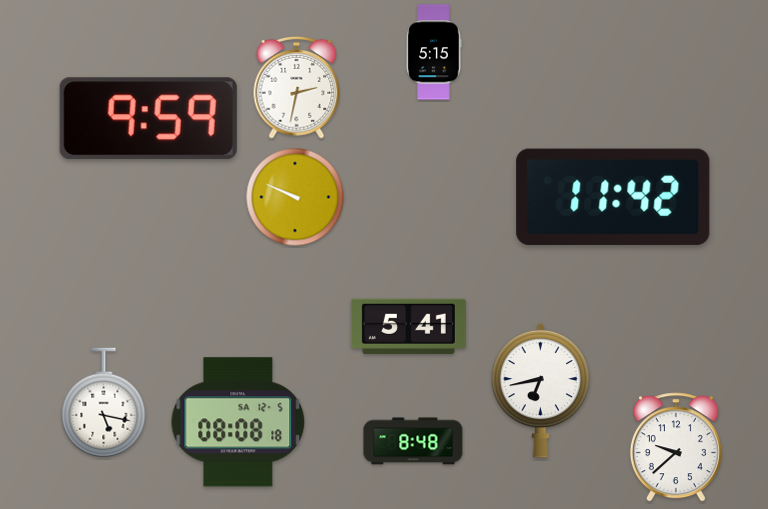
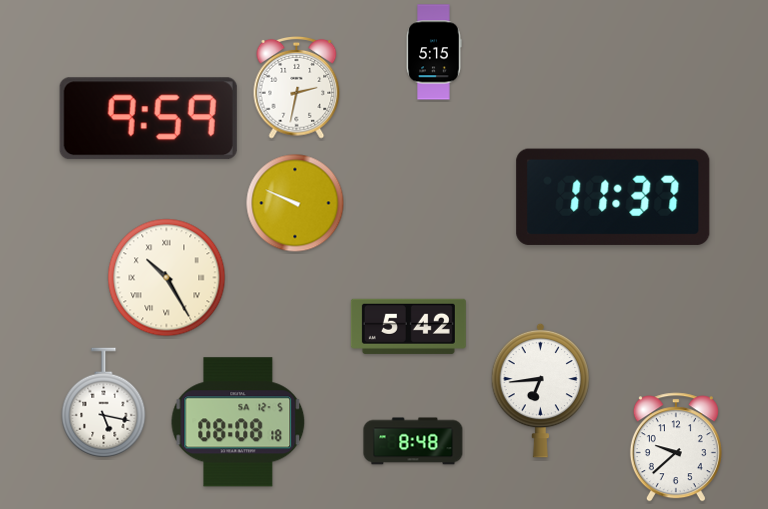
clock at (295, 197) position: (295, 197) -> (295, 203)
clock at (613, 197): 11:42 -> 11:37
clock at (167, 278): none -> 10:25
clock at (408, 326): 5:41 -> 5:42
clock at (541, 390): 6:43 -> 6:44
